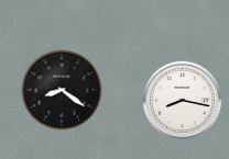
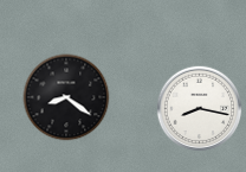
clock at (183, 101) position: (183, 101) -> (200, 109)
